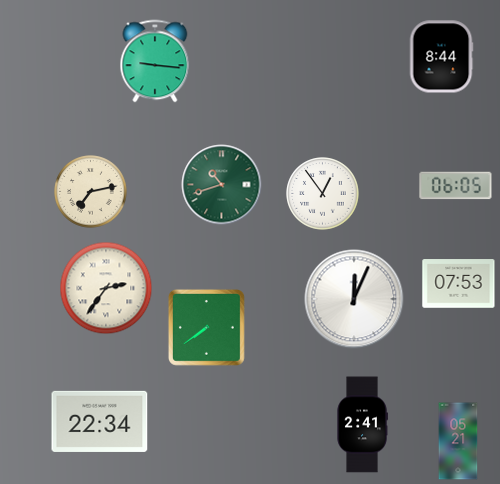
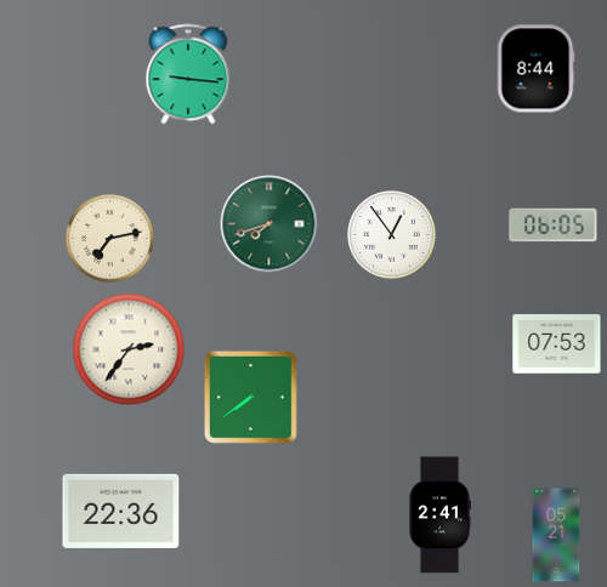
clock at (222, 185): 10:42 -> 7:42
clock at (91, 192) position: (91, 192) -> (110, 239)
clock at (354, 299): 12:04 -> none
clock at (100, 421): 22:34 -> 22:36
